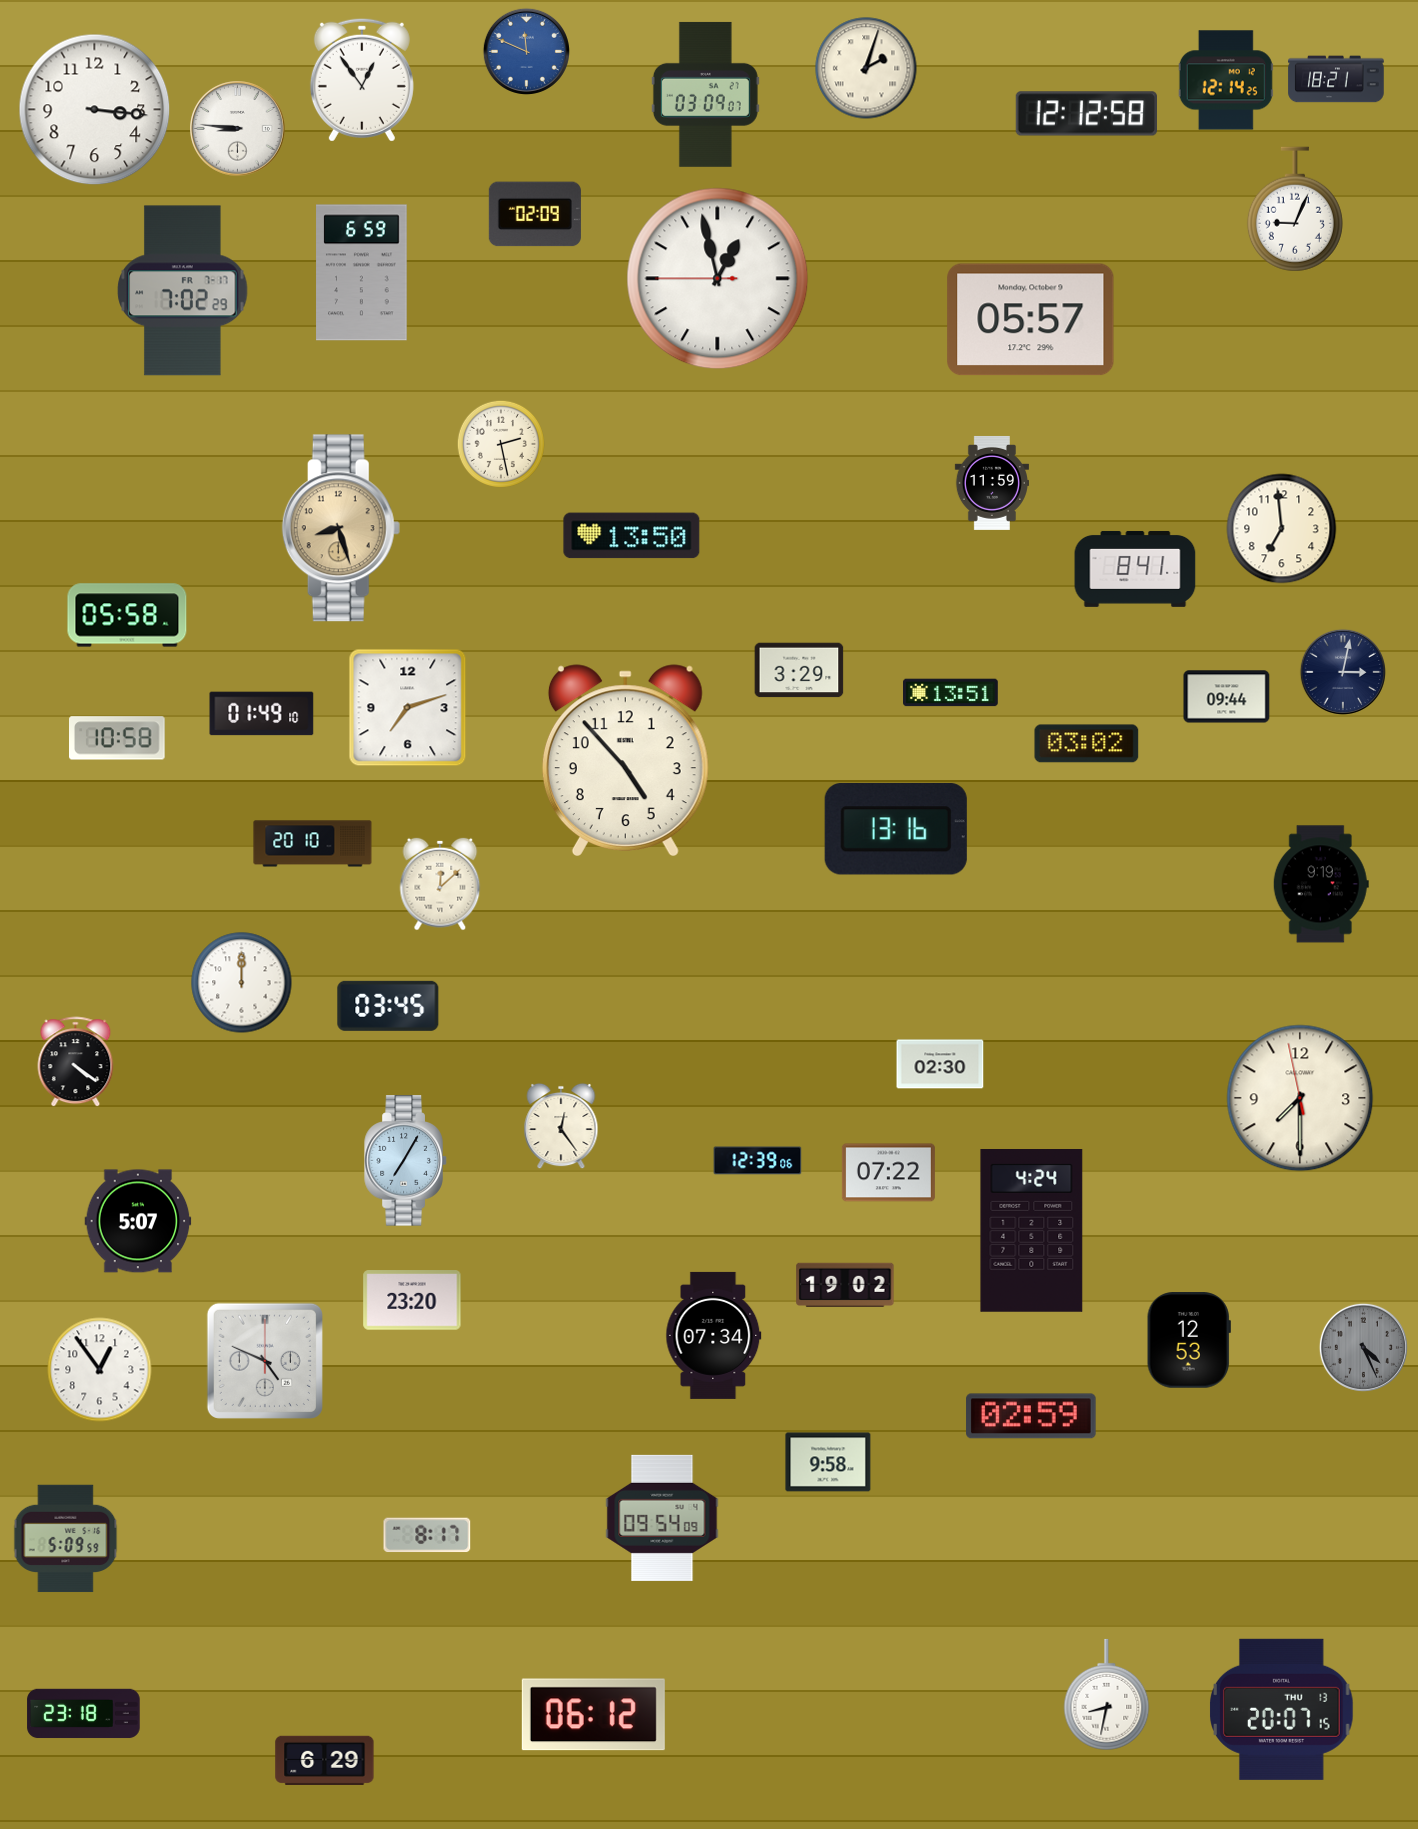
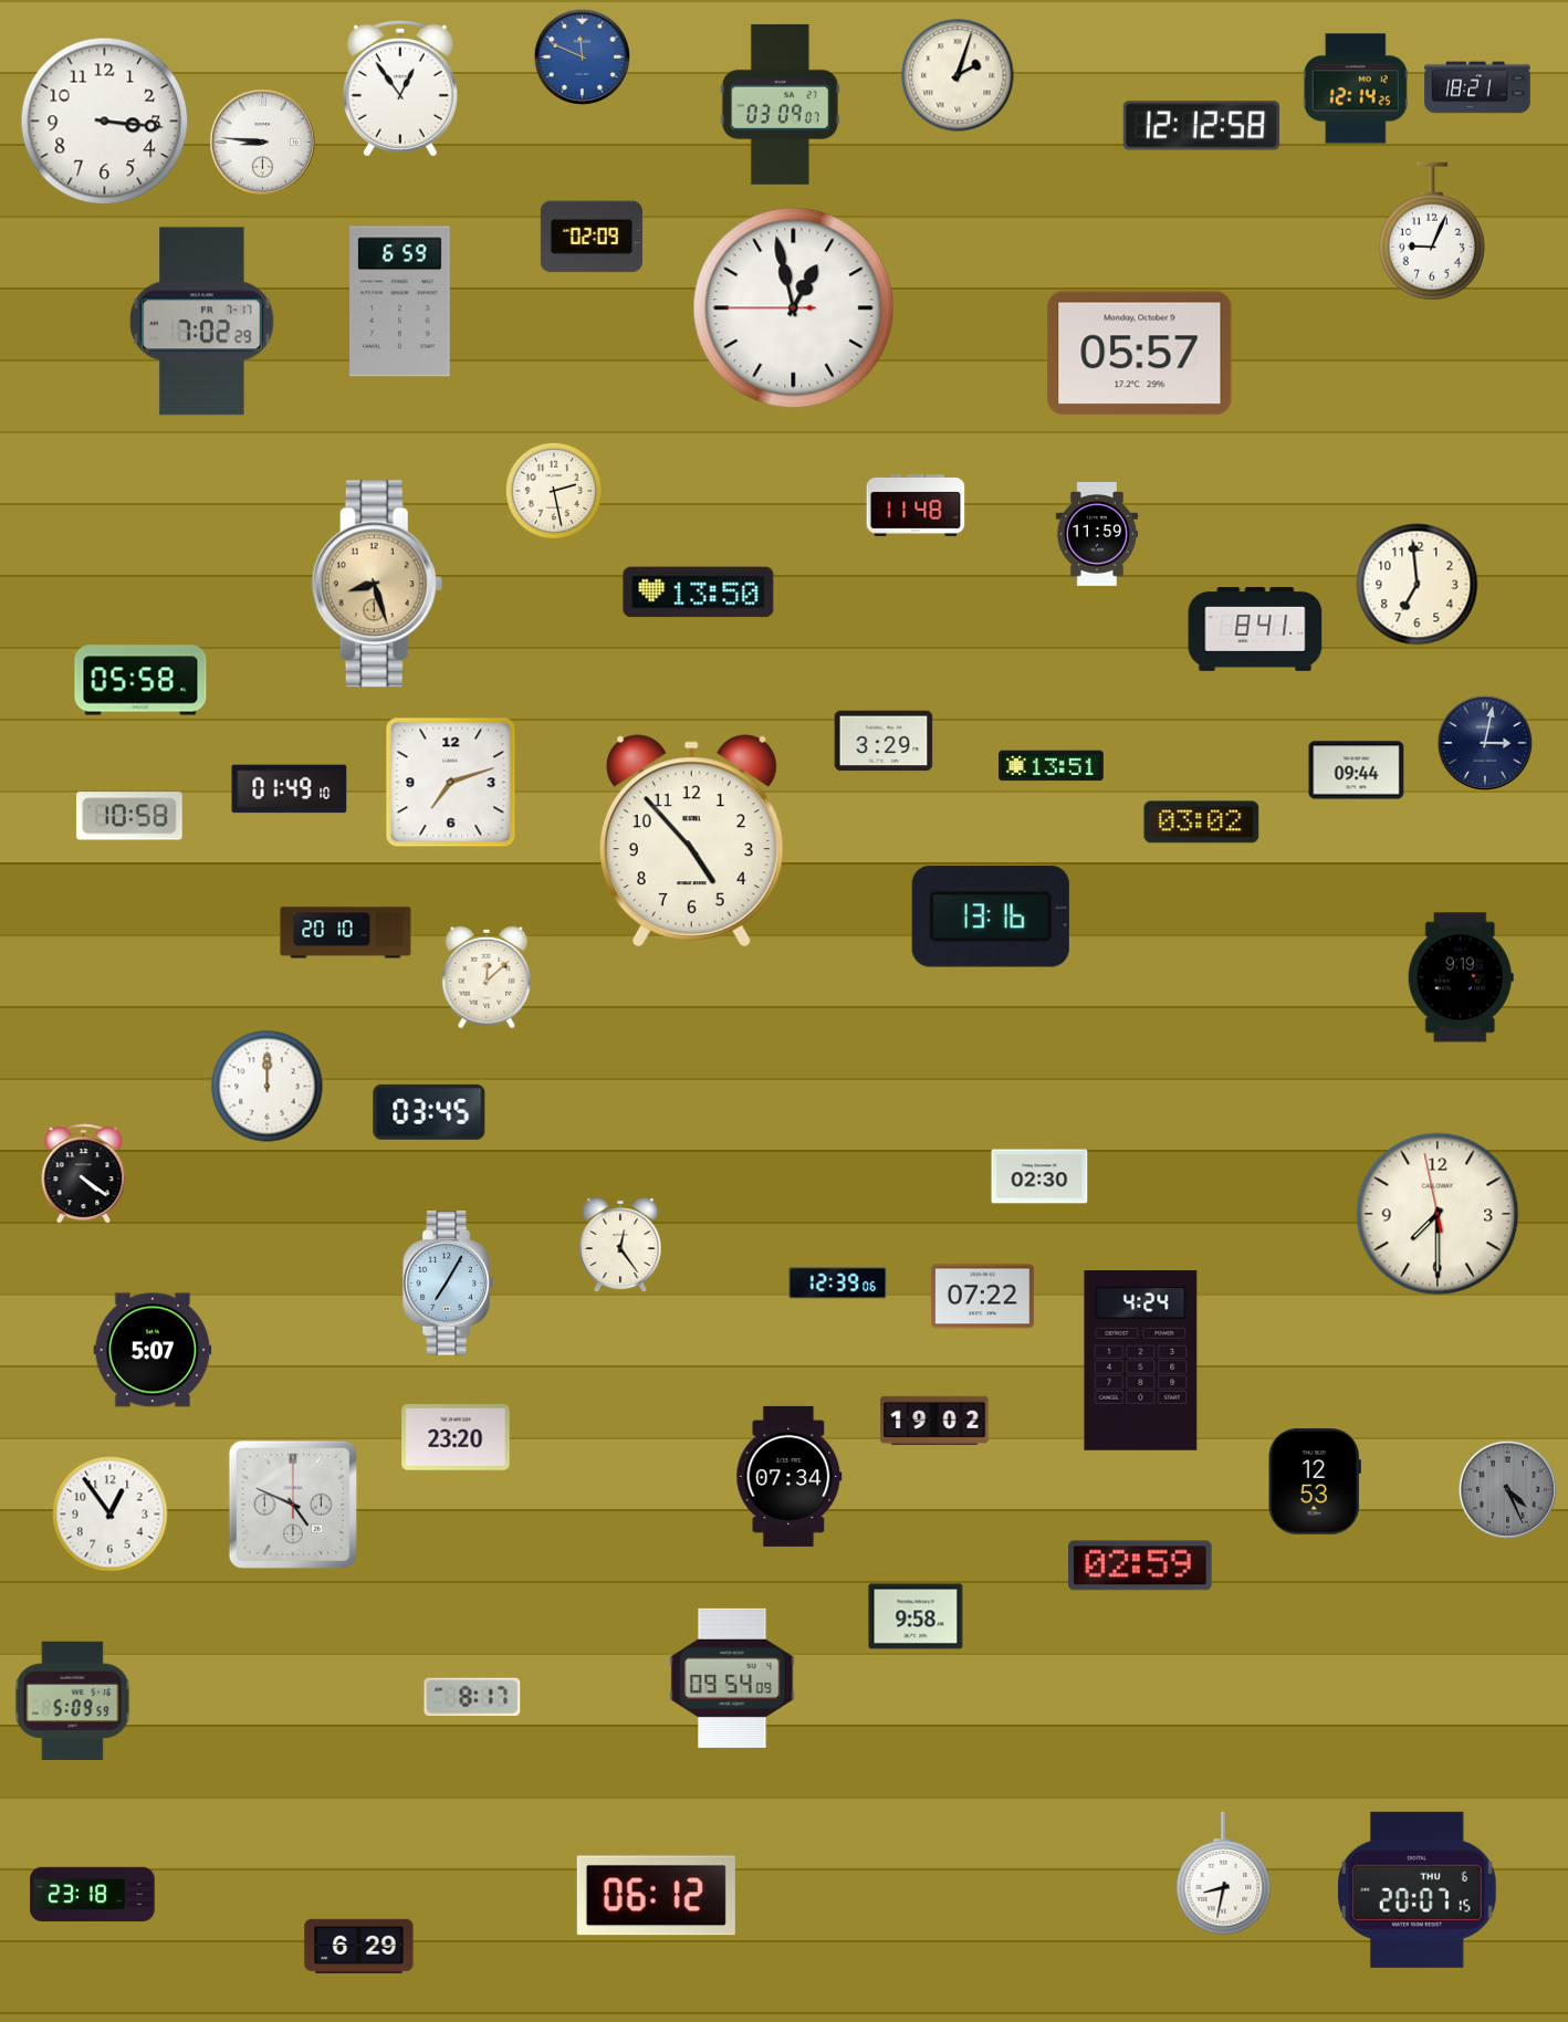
clock at (916, 506): none -> 11:48
clock at (1282, 1709) date: THU 13 -> THU 6
